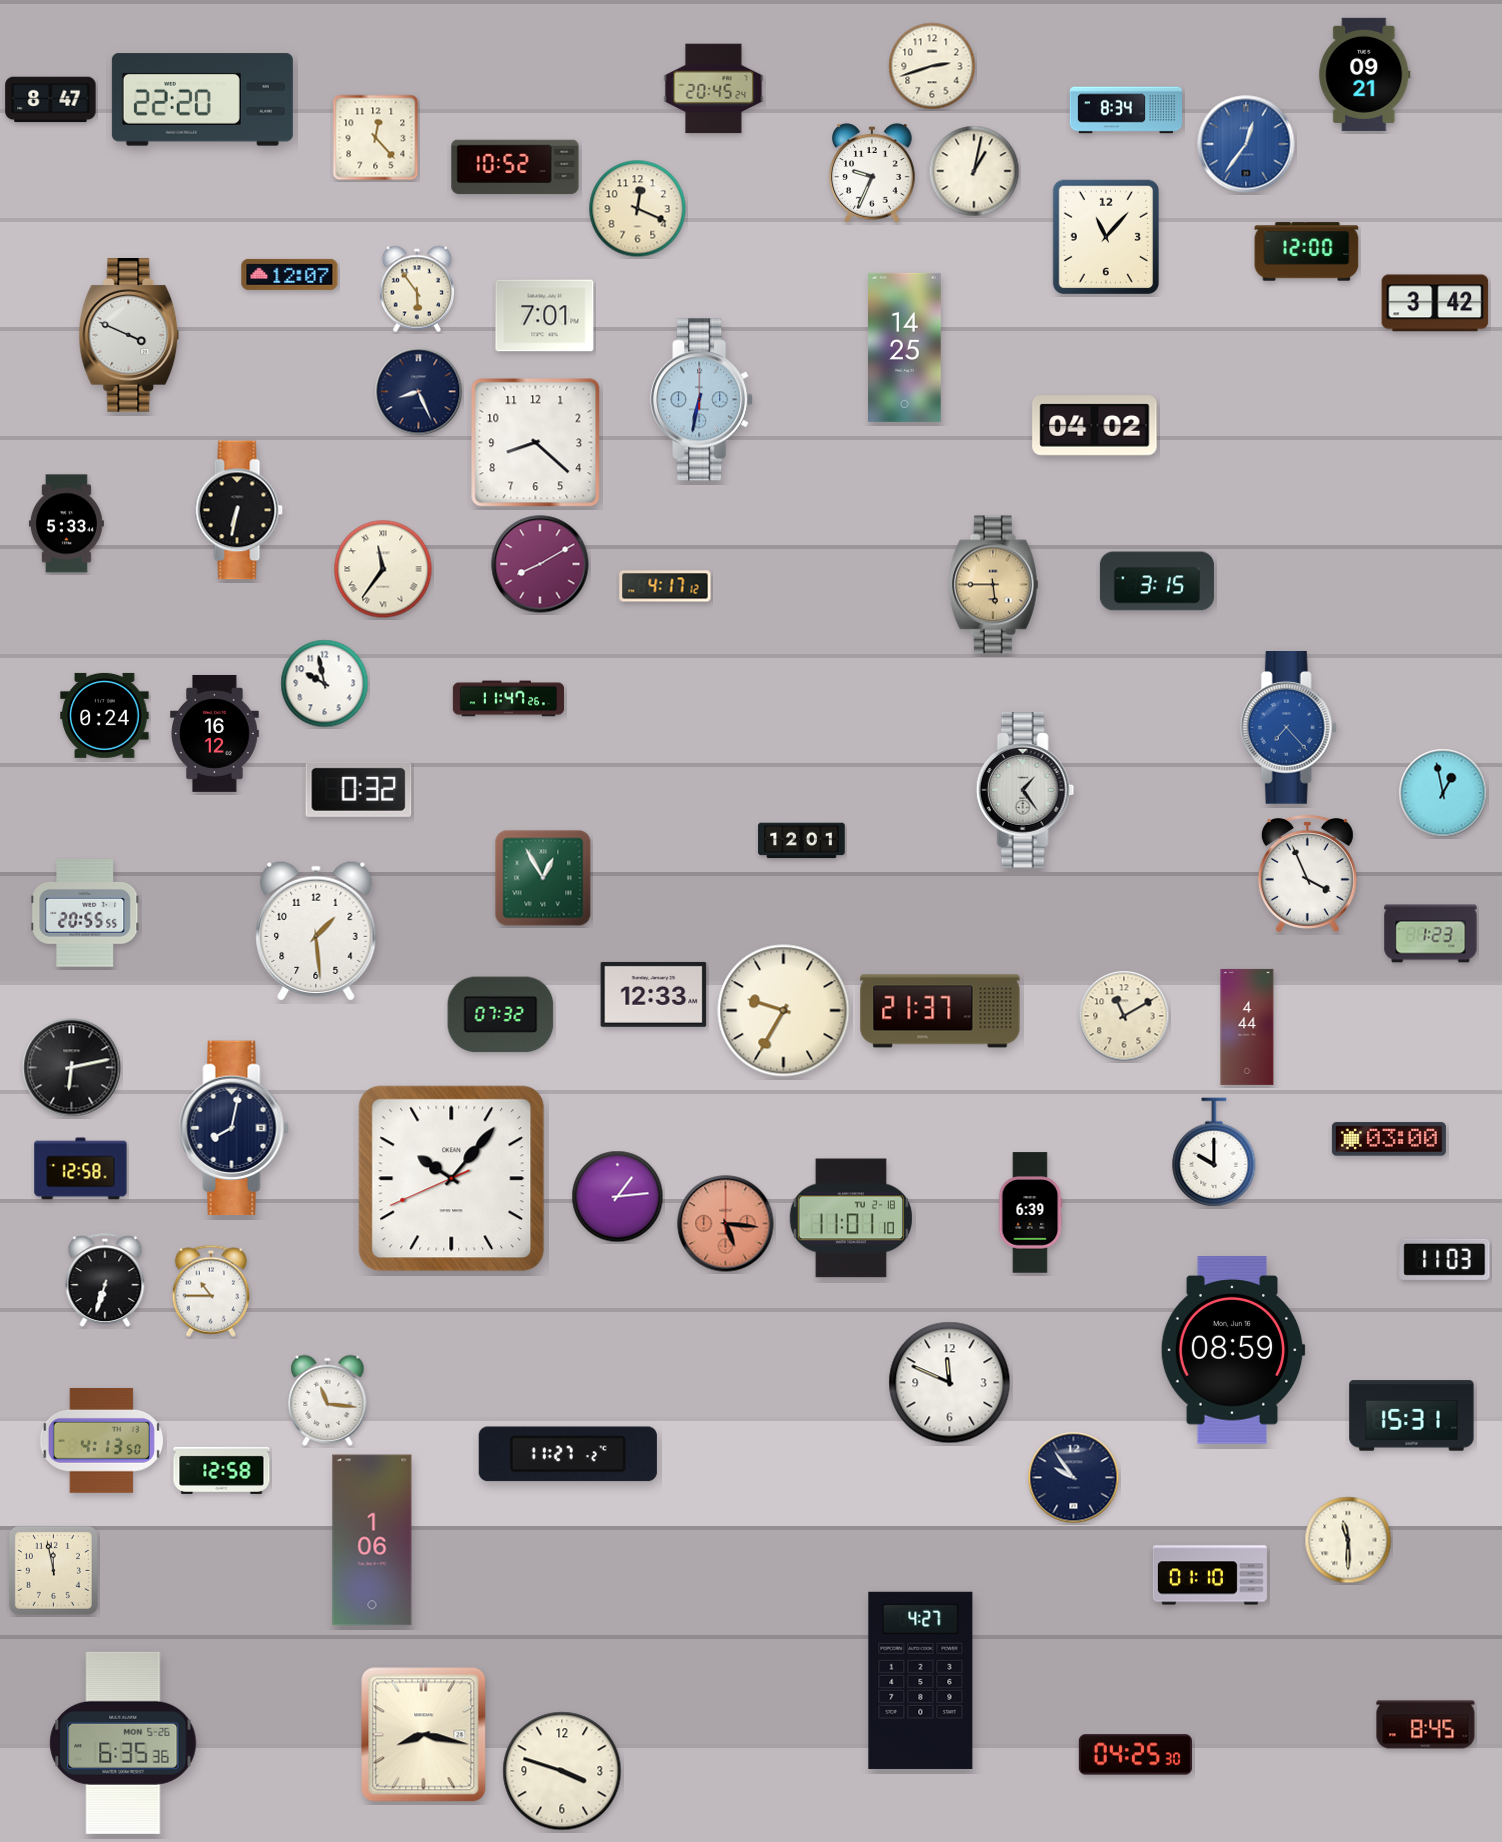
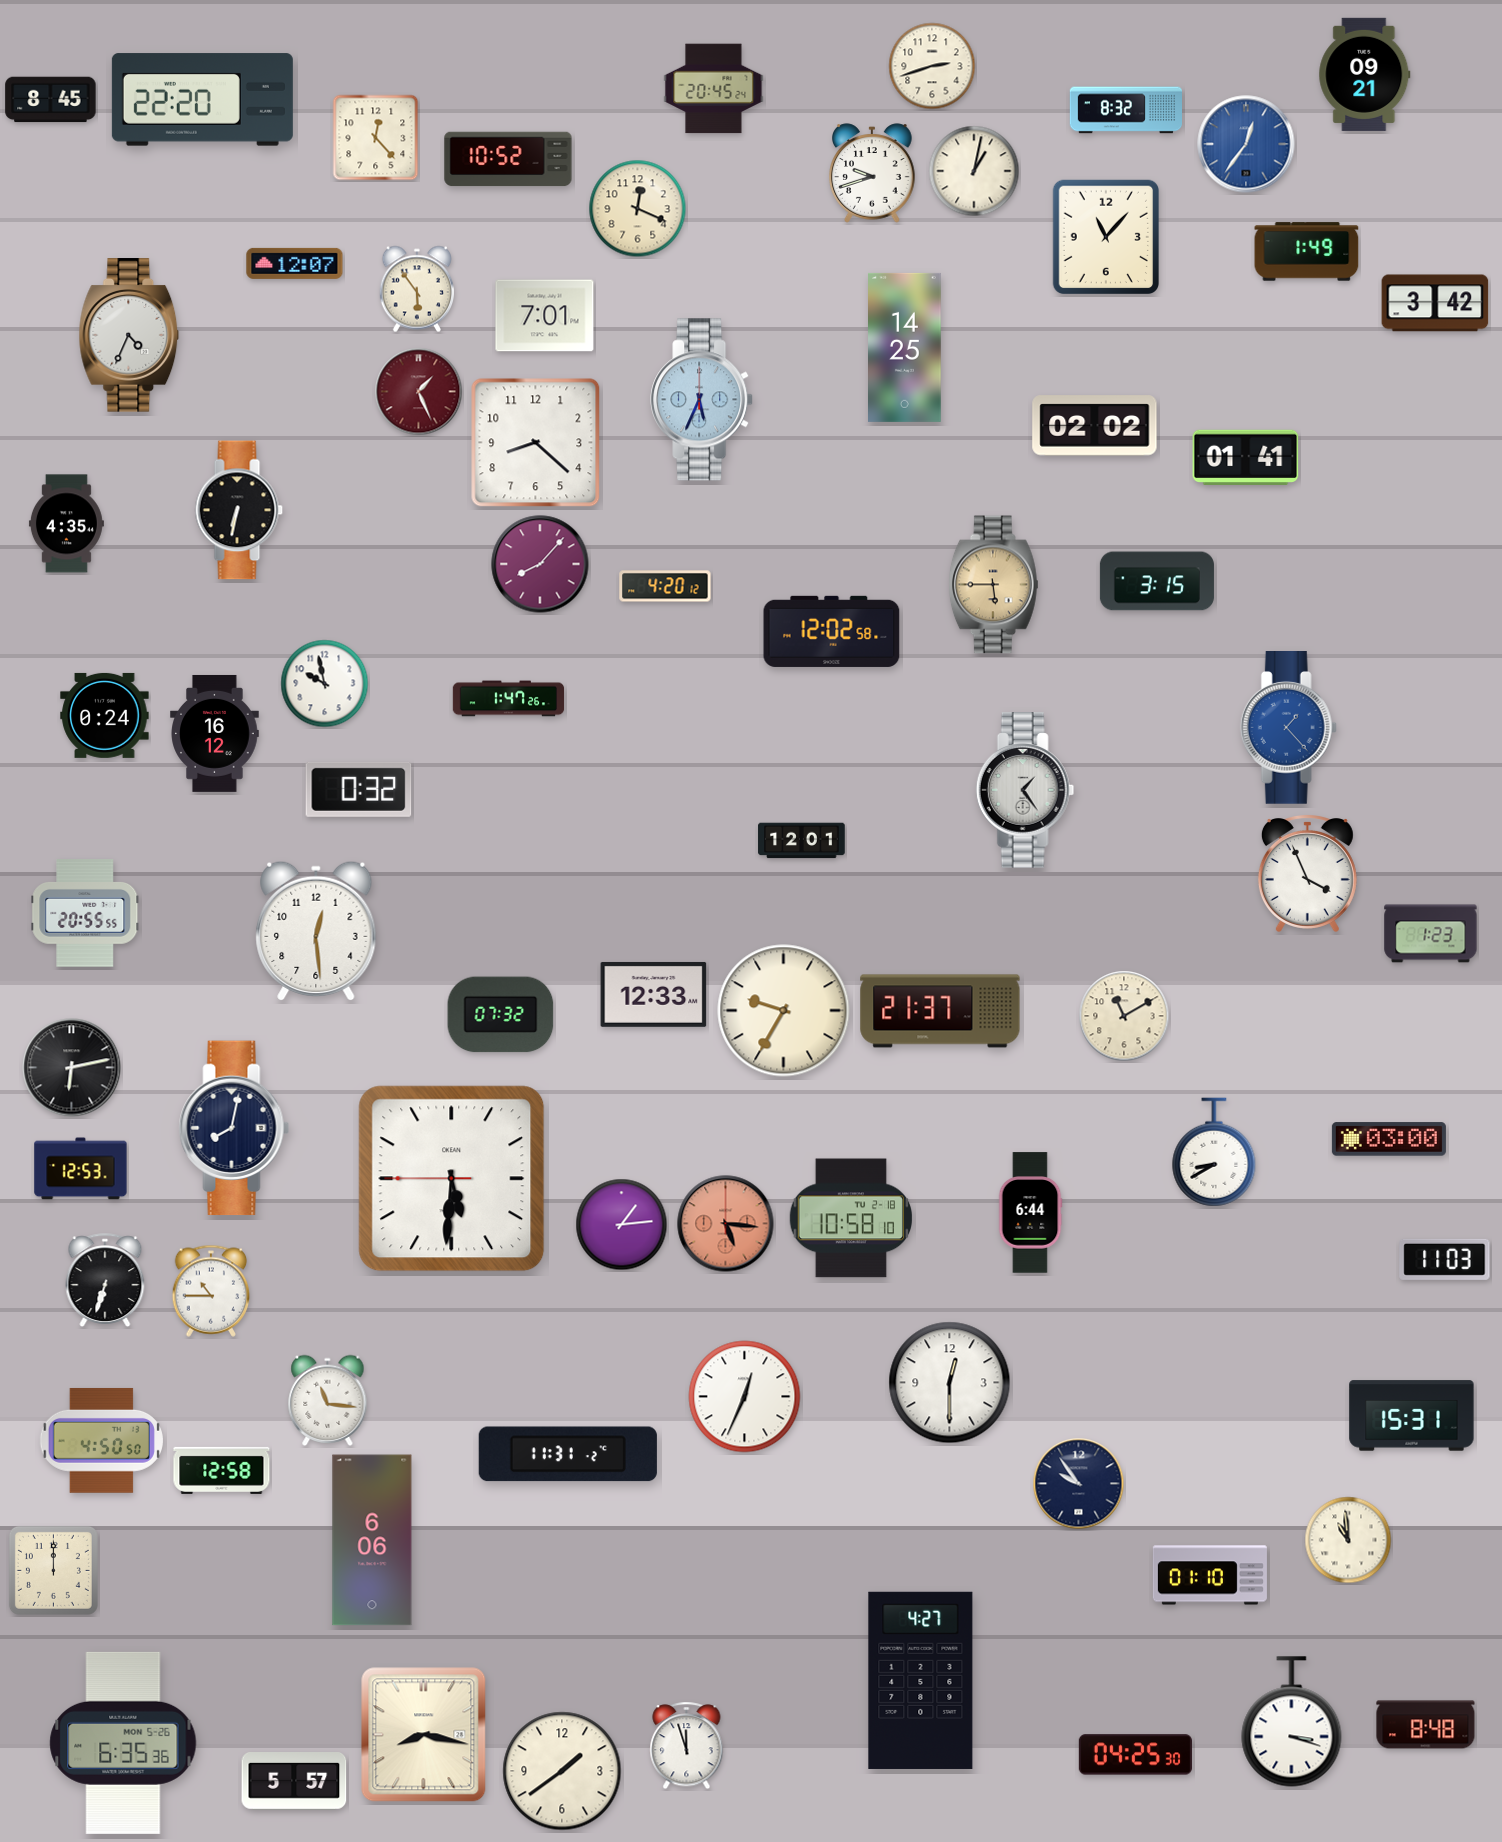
clock at (51, 100): 8:47 -> 8:45
clock at (1125, 110): 8:34 -> 8:32
clock at (515, 167) position: (515, 167) -> (508, 159)
clock at (873, 173): 9:34 -> 9:42
clock at (1307, 252): 12:00 -> 1:49
clock at (290, 274) position: (290, 274) -> (295, 263)
clock at (129, 335): 3:49 -> 4:34
clock at (419, 392): 8:26 -> 1:26
clock at (419, 392) dial: navy -> burgundy
clock at (702, 400): 6:32 -> 5:34
clock at (1095, 426): 04:02 -> 02:02
clock at (1246, 457): none -> 01:41
clock at (66, 524): 5:33 -> 4:35
clock at (540, 564): 8:10 -> 8:07
clock at (383, 569): 11:36 -> none
clock at (665, 586): 4:17 -> 4:20
clock at (832, 631): none -> 12:02
clock at (509, 699): 11:47 -> 1:47
clock at (1288, 728): 7:23 -> 1:23
clock at (1443, 793): 12:58 -> none
clock at (543, 878): 12:55 -> none
clock at (316, 931): 1:29 -> 12:29
clock at (1247, 1027): 4:44 -> none
clock at (1214, 1152): 10:00 -> 8:40
clock at (81, 1169): 12:58 -> 12:53
clock at (452, 1179): 10:06 -> 5:30
clock at (618, 1197) position: (618, 1197) -> (622, 1225)
clock at (1030, 1213): 6:39 -> 6:44
clock at (850, 1218): 11:01 -> 10:58
clock at (1233, 1350): 08:59 -> none
clock at (950, 1383): 11:49 -> 12:30
clock at (745, 1397): none -> 12:34
clock at (101, 1440): 4:13 -> 4:50
clock at (568, 1454): 11:27 -> 11:31
clock at (1074, 1478) position: (1074, 1478) -> (1079, 1484)
clock at (372, 1540): 1:06 -> 6:06
clock at (1348, 1540): 11:30 -> 10:59
clock at (53, 1570): 11:58 -> 12:00
clock at (1292, 1722): none -> 3:18
clock at (1426, 1725): 8:45 -> 8:48
clock at (687, 1746): none -> 11:57
clock at (562, 1771): 3:48 -> 1:39
clock at (294, 1782): none -> 5:57
